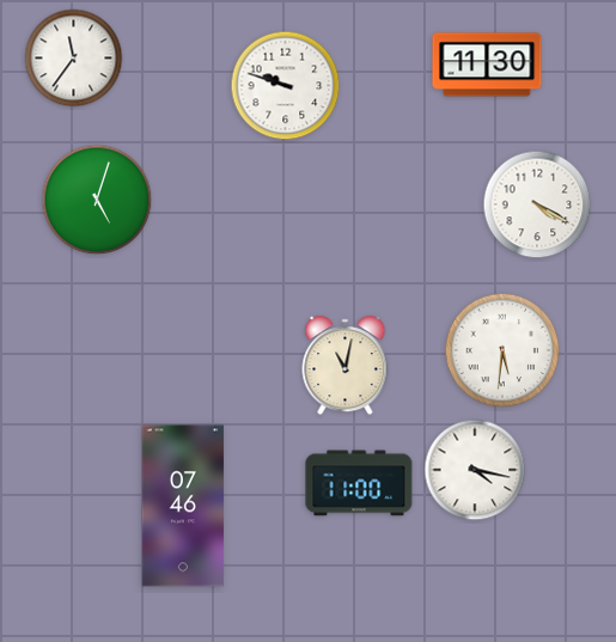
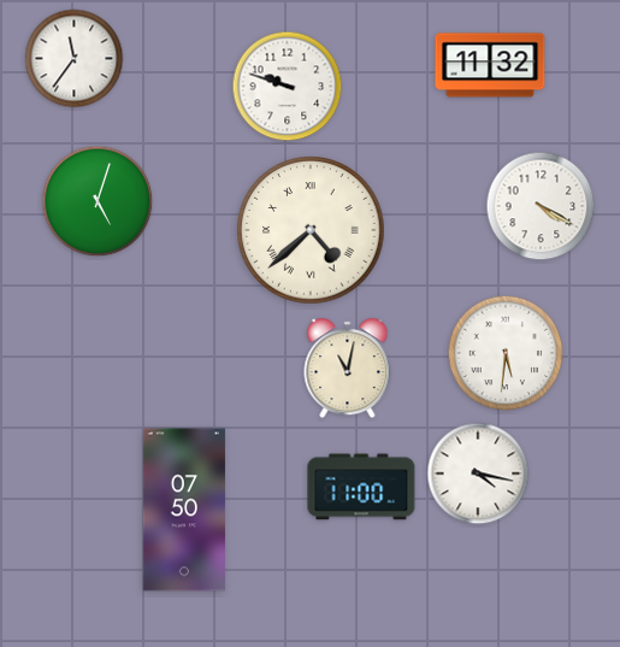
clock at (487, 65): 11:30 -> 11:32
clock at (311, 230): none -> 4:38
clock at (183, 506): 07:46 -> 07:50
